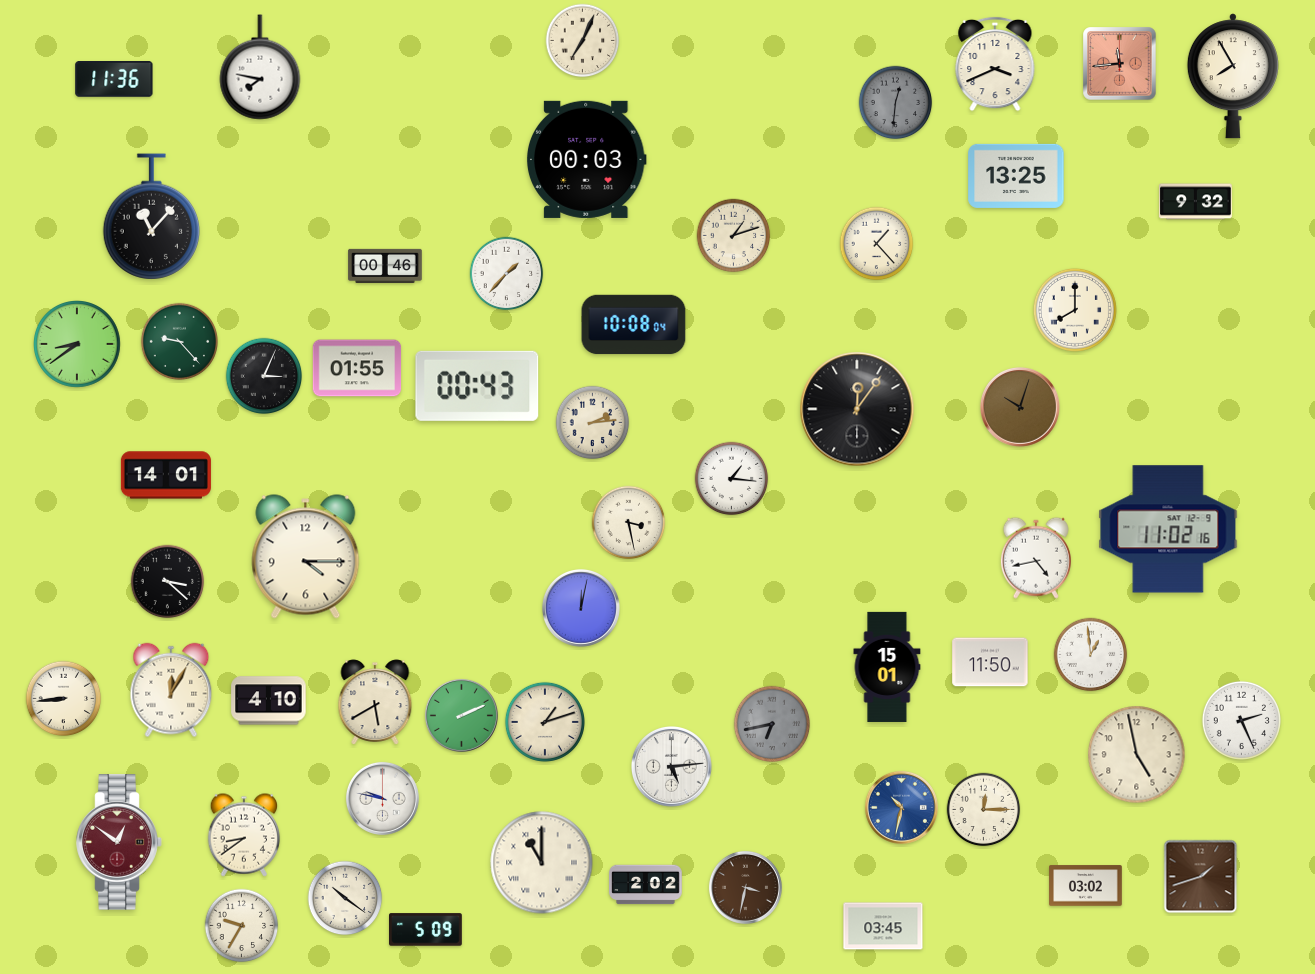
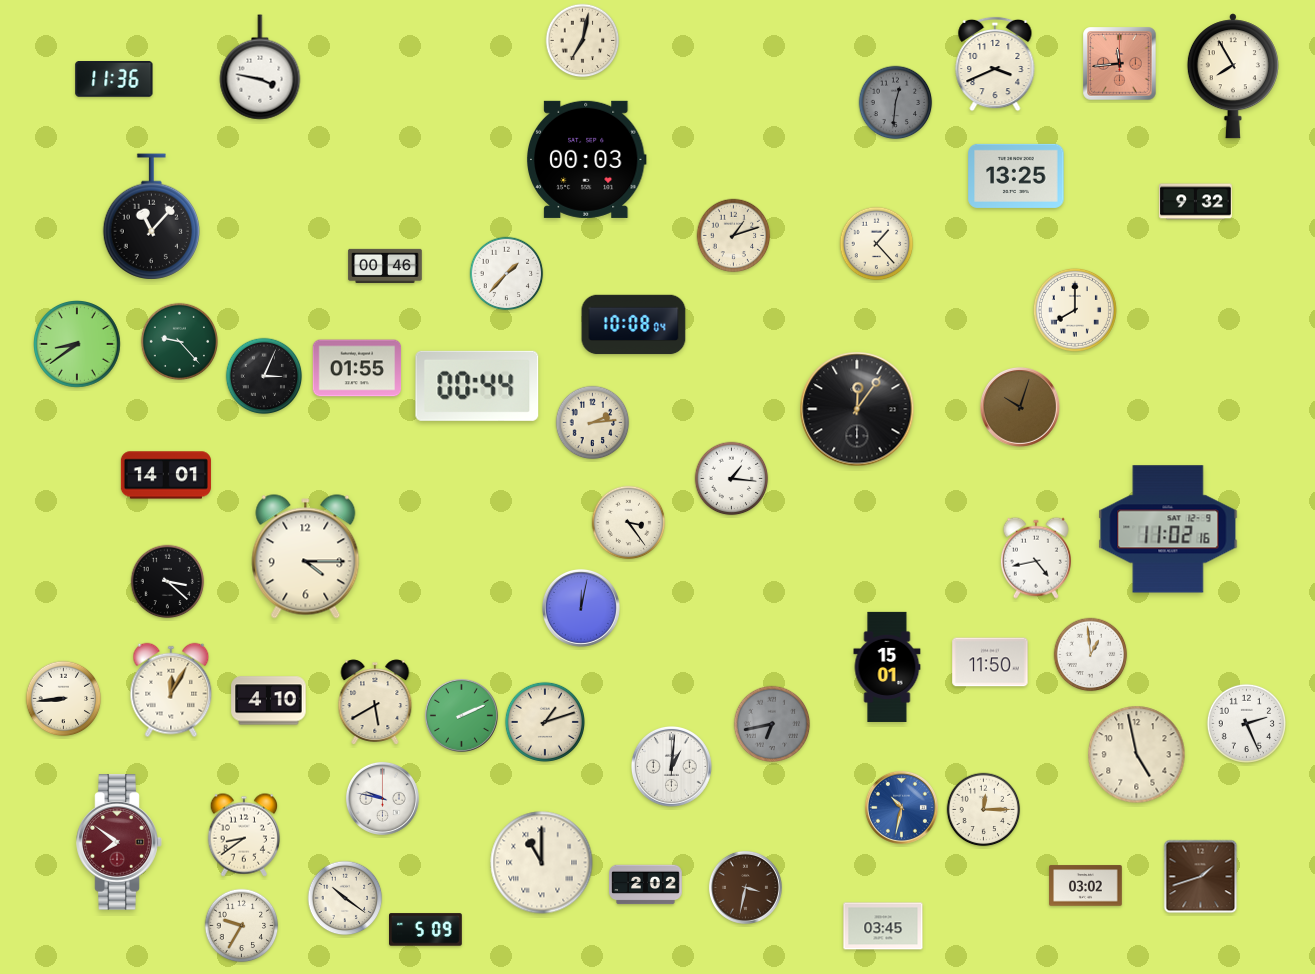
clock at (583, 41): 7:04 -> 7:02
clock at (260, 67): 7:47 -> 3:47
clock at (477, 386): 00:43 -> 00:44
clock at (629, 523): 3:28 -> 3:24
clock at (1241, 720) position: (1241, 720) -> (1246, 723)
clock at (672, 767): 5:14 -> 1:01
clock at (119, 842): 12:51 -> 7:51
